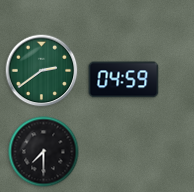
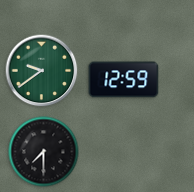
clock at (42, 71): 2:39 -> 9:39
clock at (124, 80): 04:59 -> 12:59
